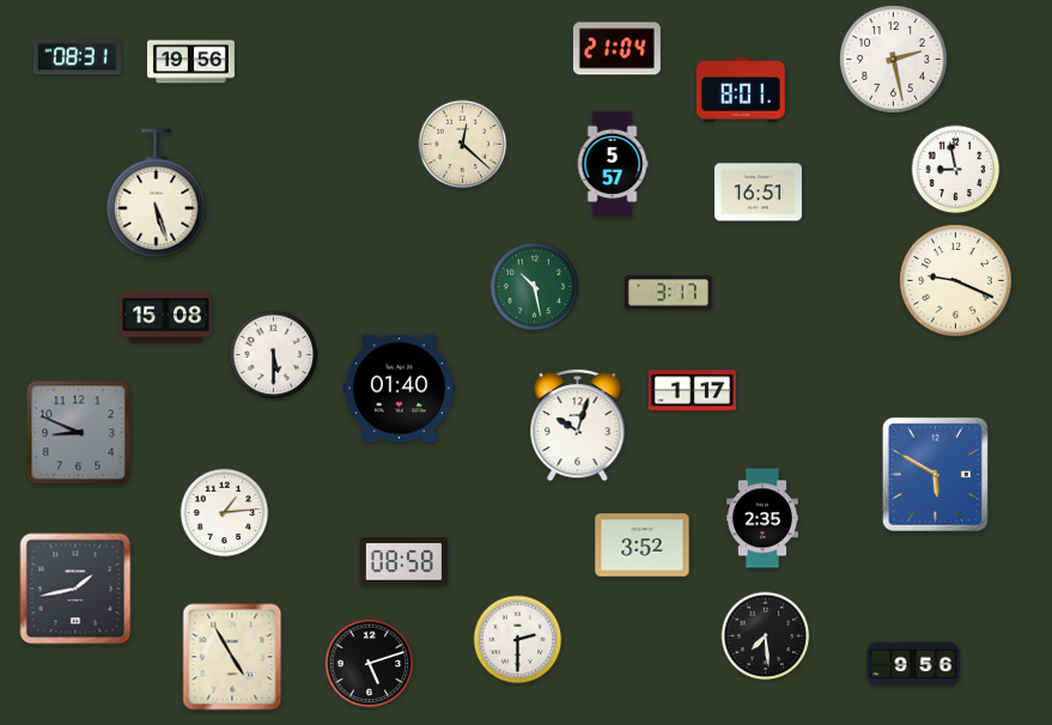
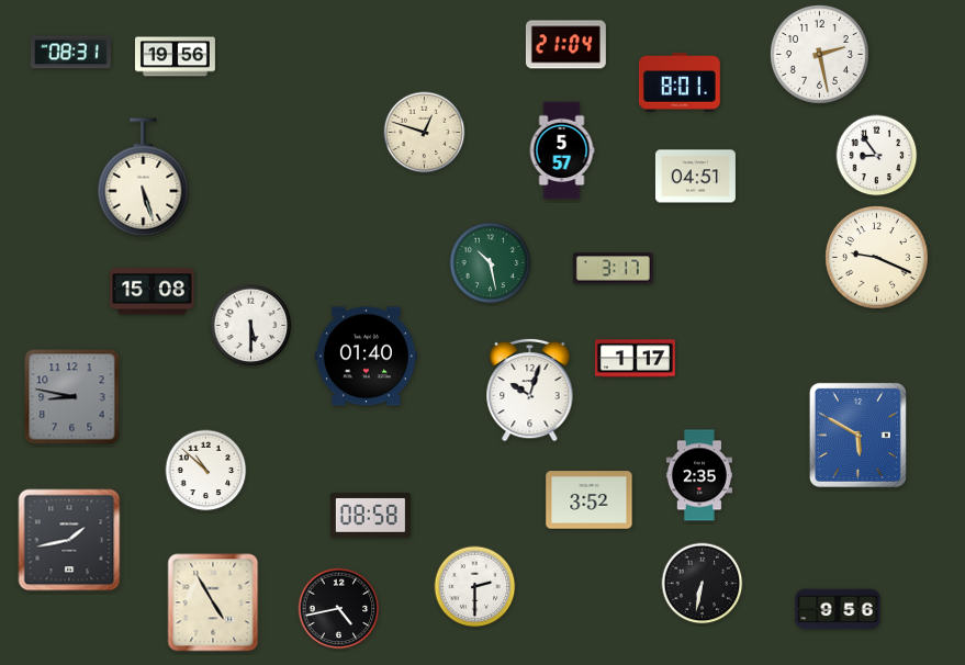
clock at (463, 145): 12:22 -> 12:48
clock at (956, 170): 8:58 -> 8:54
clock at (758, 193): 16:51 -> 04:51
clock at (79, 433): 8:49 -> 8:47
clock at (225, 513): 1:14 -> 10:52
clock at (766, 636): 7:29 -> 6:32
clock at (370, 664): 5:12 -> 4:43
